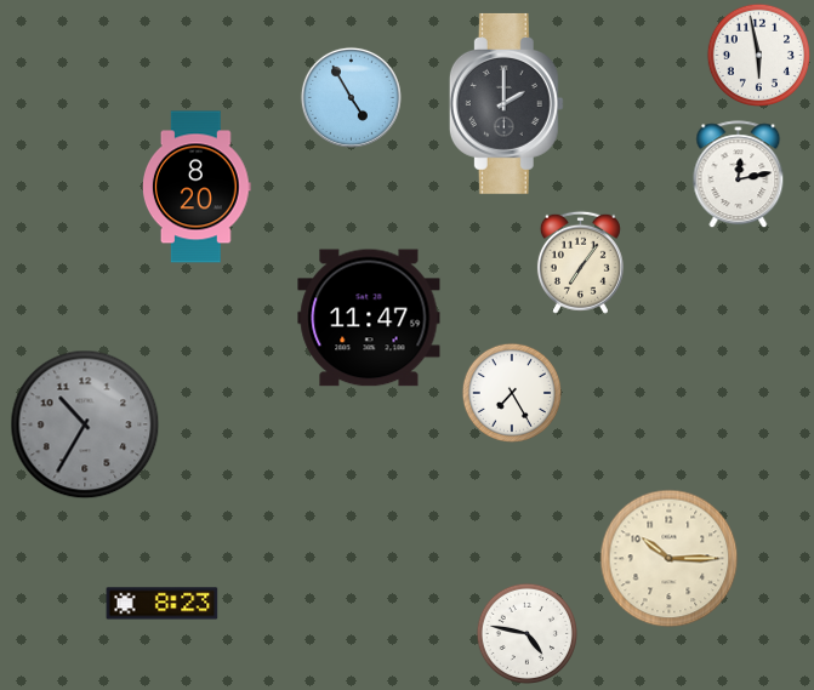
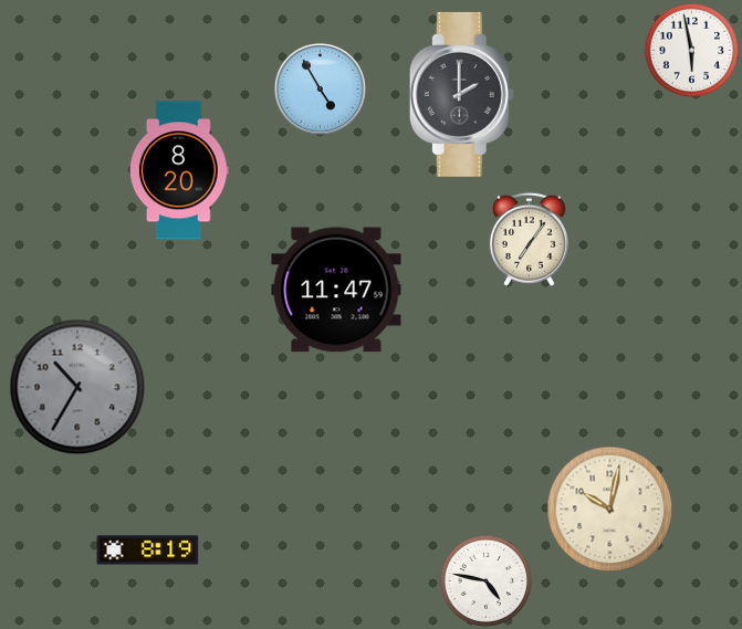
clock at (739, 175): 12:13 -> none
clock at (512, 393): 7:25 -> none
clock at (670, 559): 10:15 -> 10:02
clock at (163, 604): 8:23 -> 8:19
clock at (526, 633) position: (526, 633) -> (485, 580)
